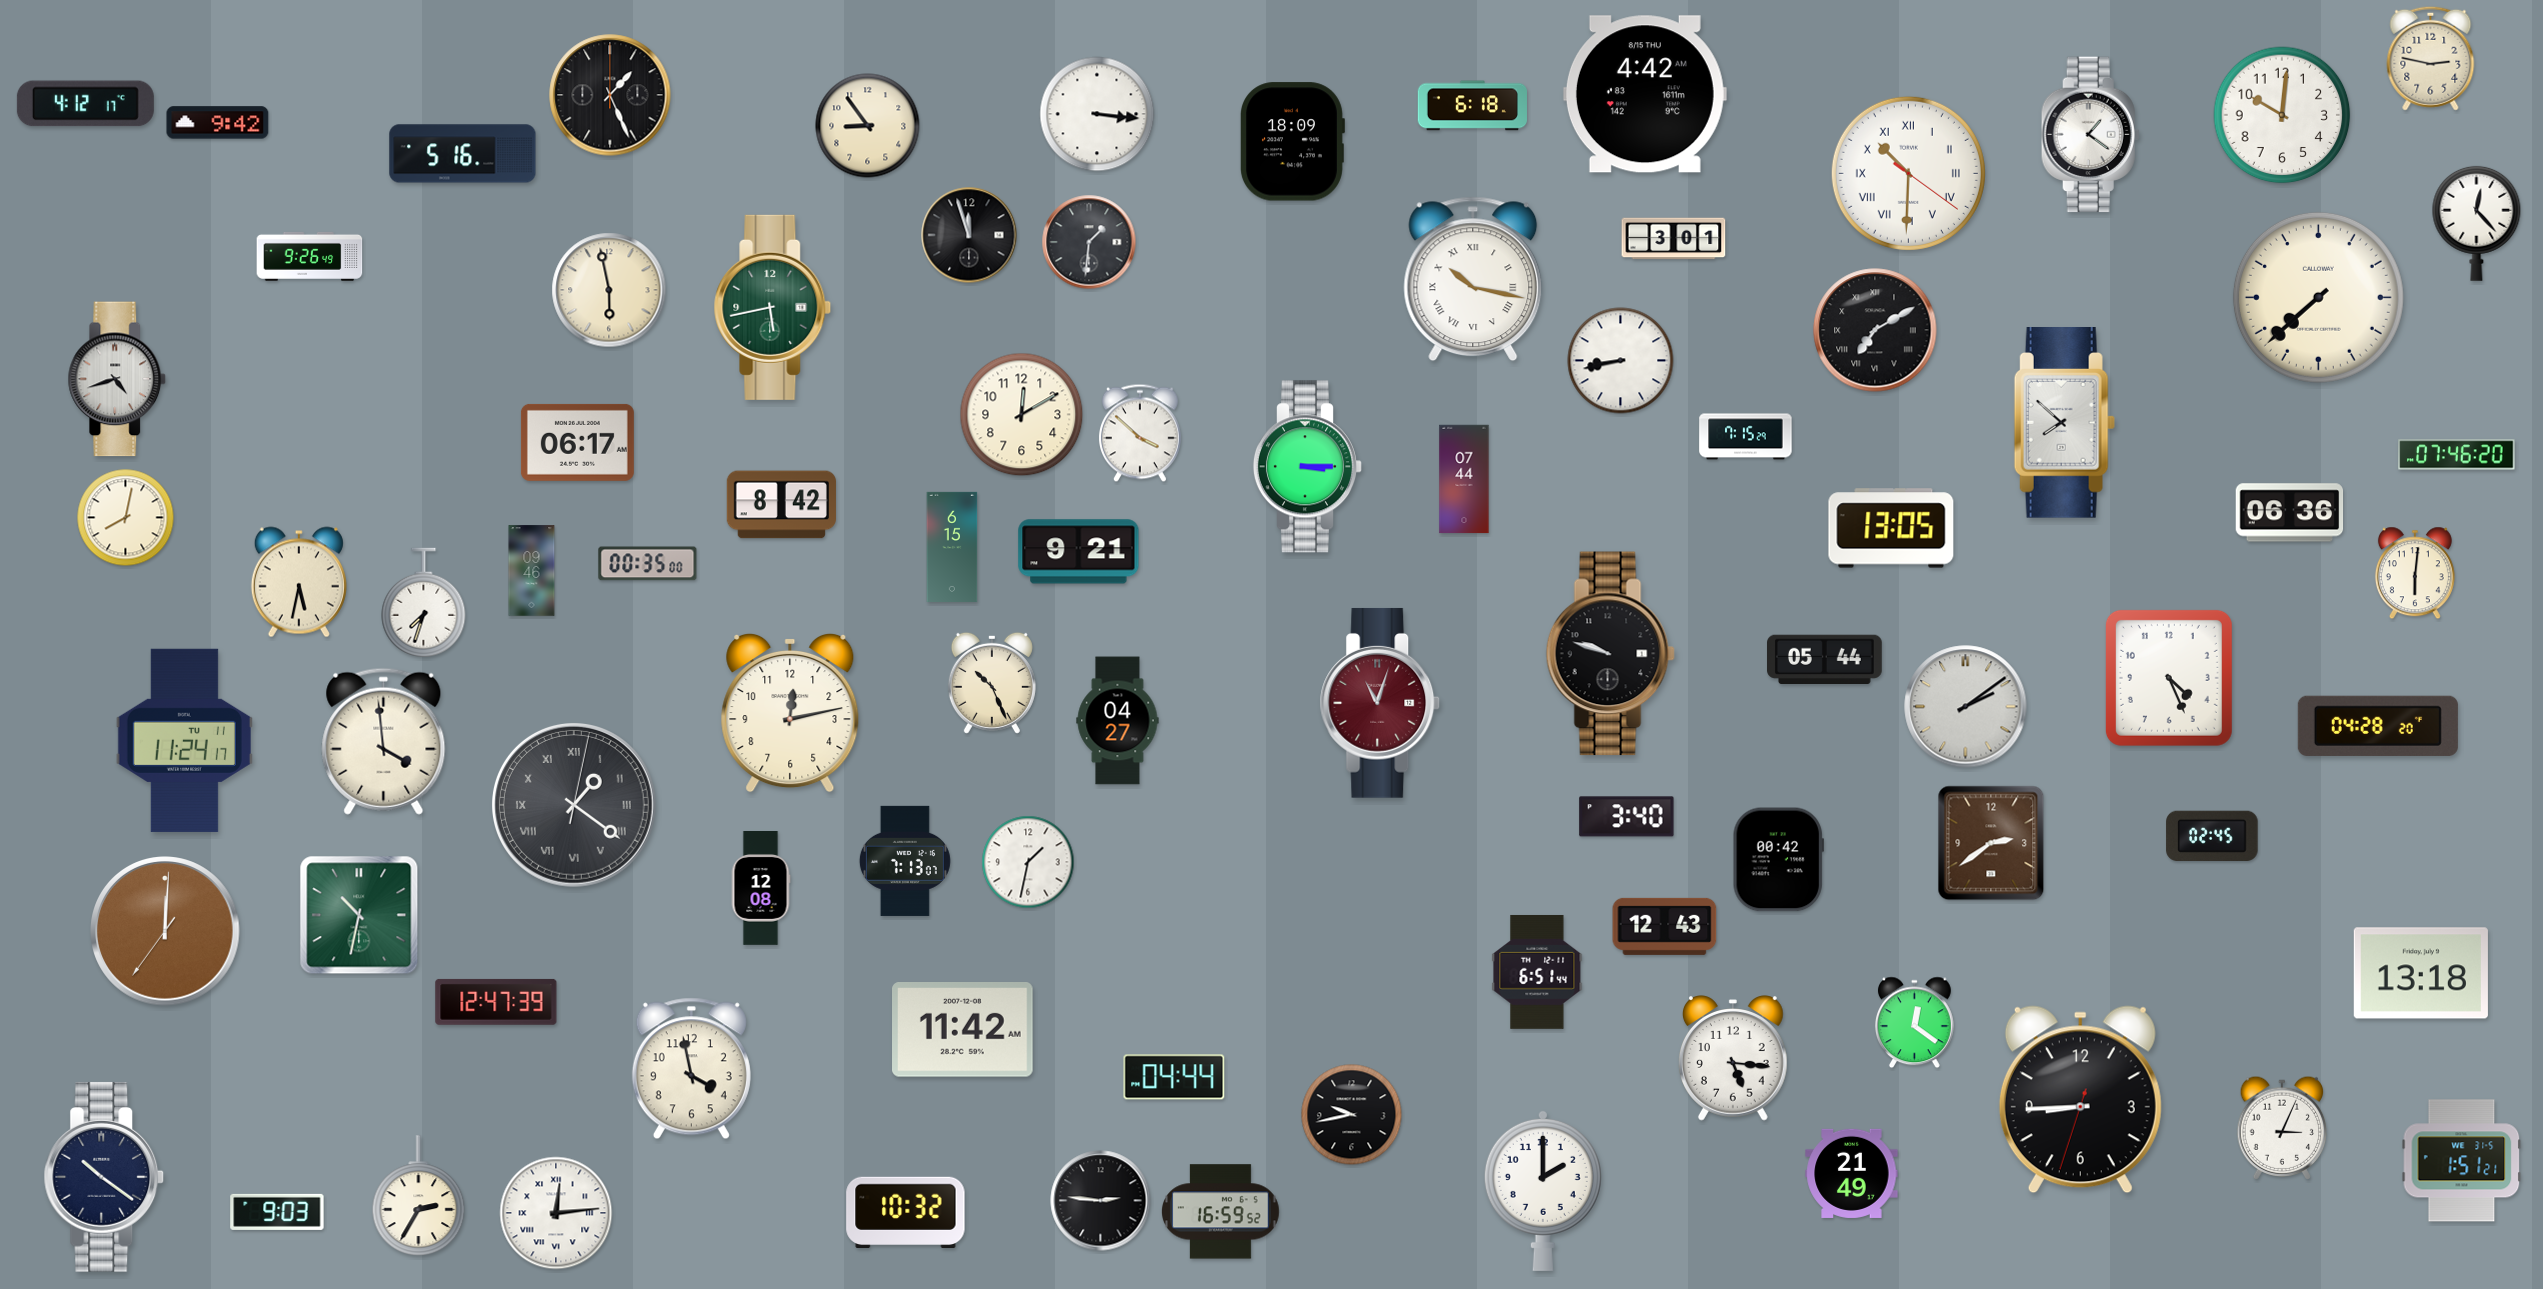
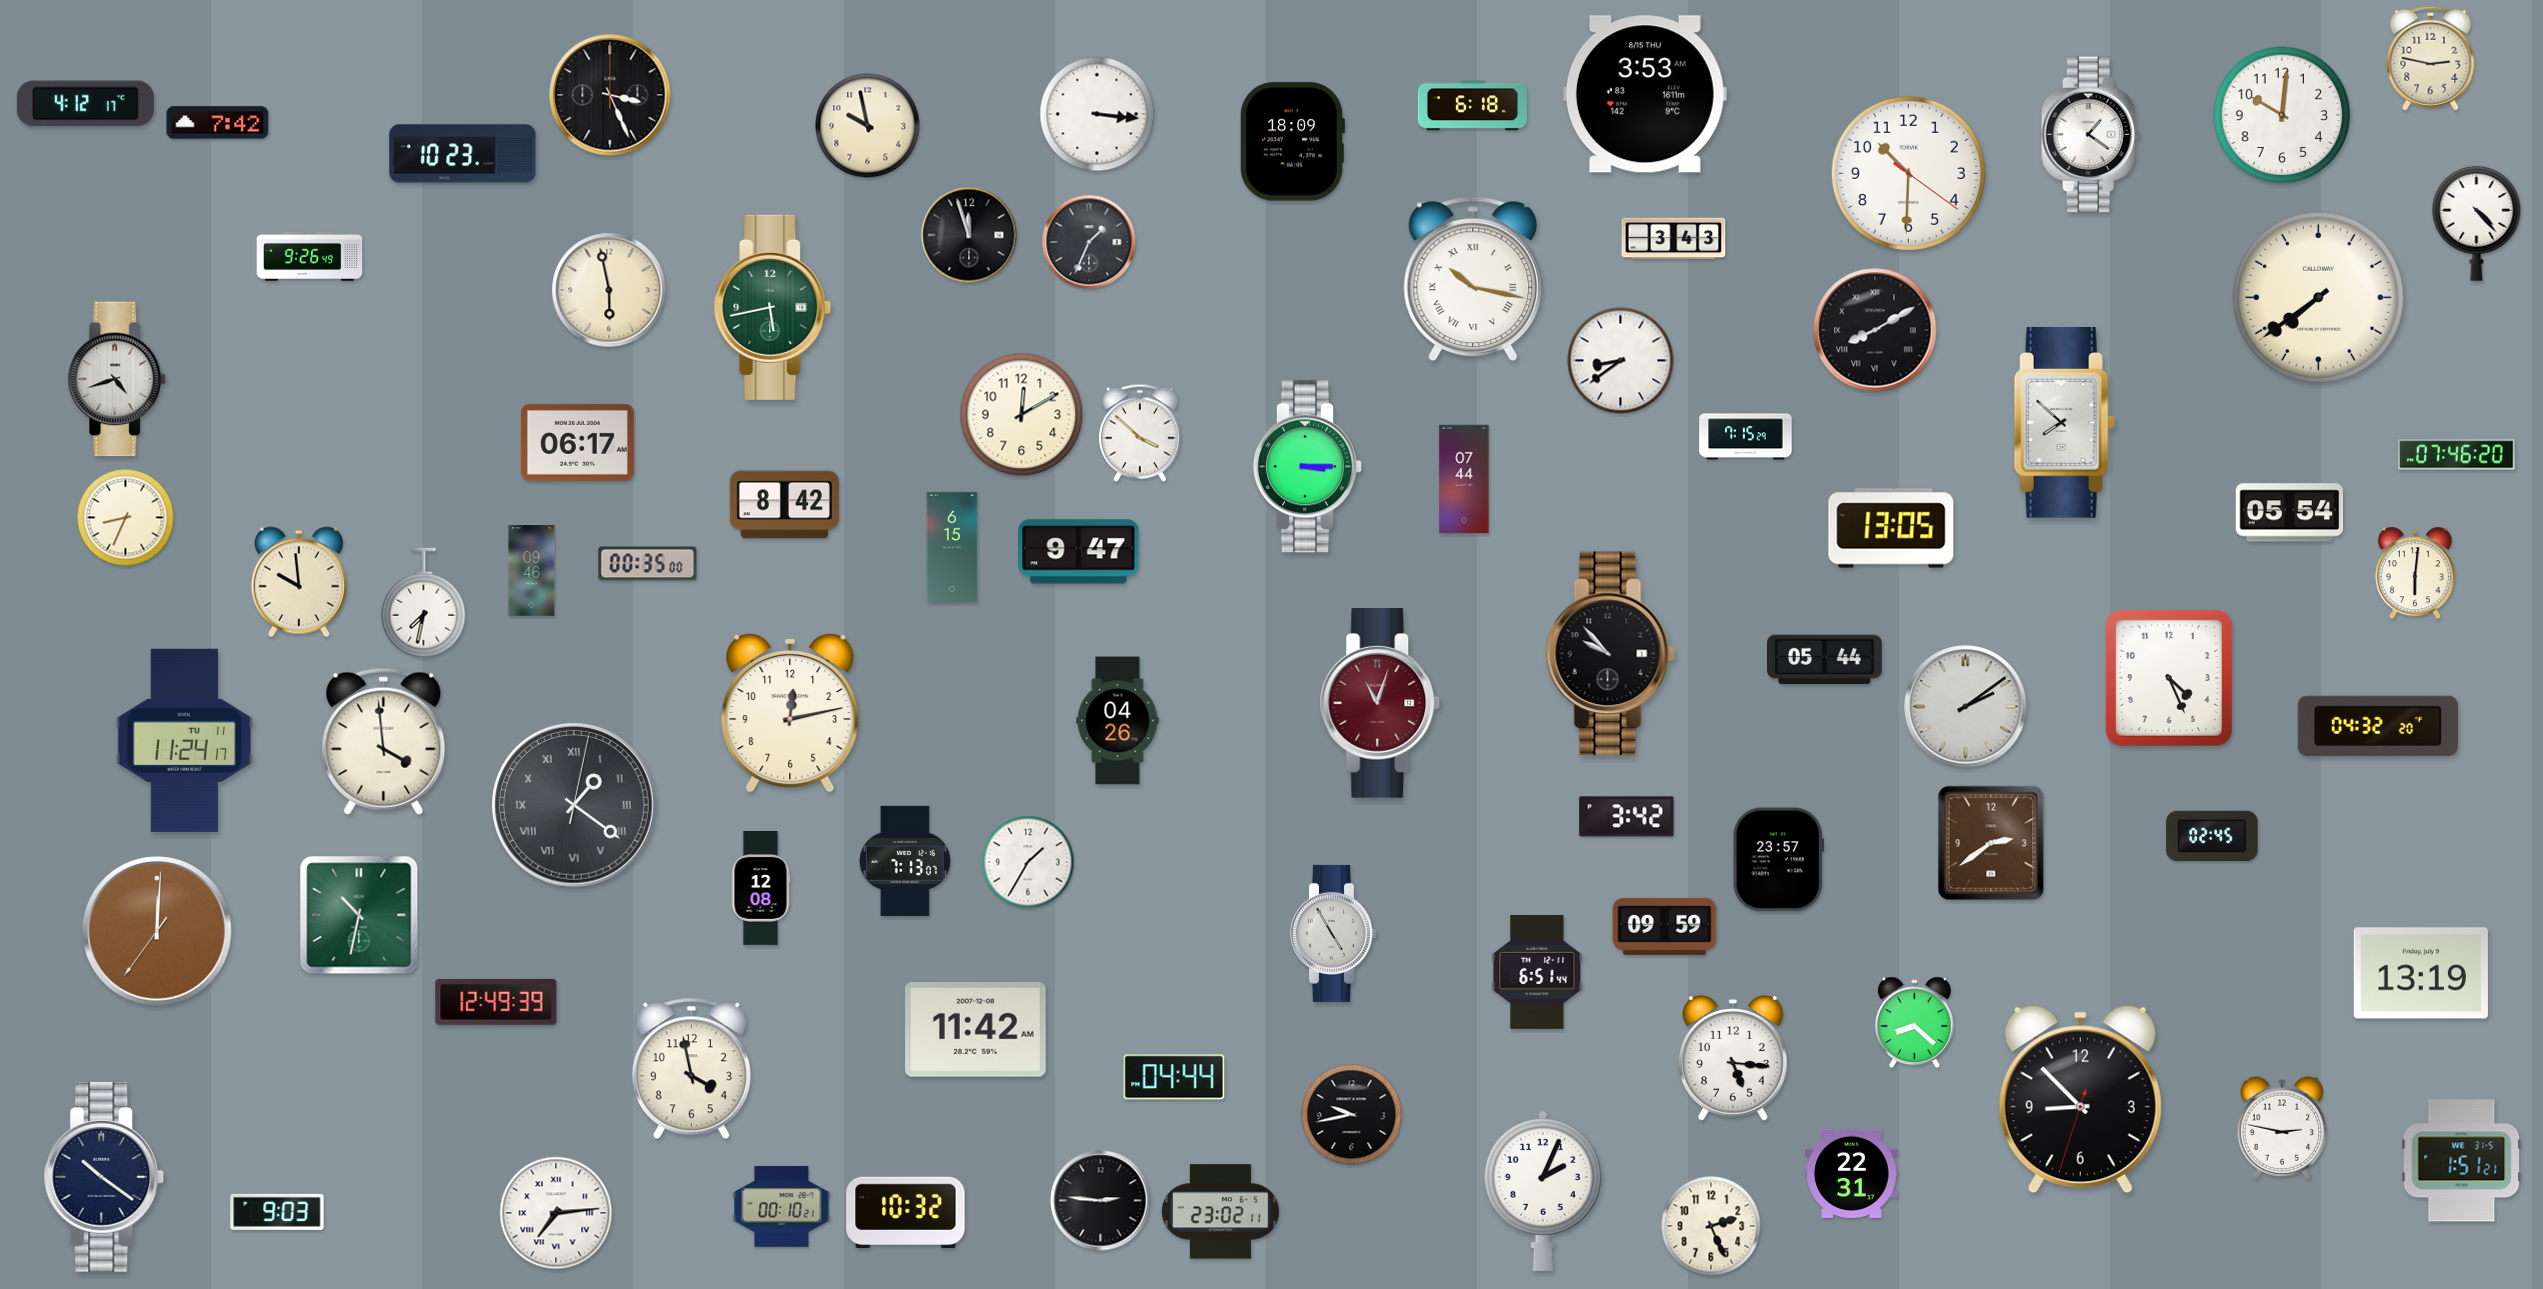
clock at (1645, 94): 4:42 -> 3:53
clock at (610, 95): 1:26 -> 3:26
clock at (218, 123): 9:42 -> 7:42
clock at (868, 126): 8:54 -> 9:58
clock at (463, 154): 5:16 -> 10:23
clock at (1908, 173) numerals: Roman -> Arabic
clock at (2477, 223): 12:23 -> 4:23
clock at (1674, 239): 3:01 -> 3:43
clock at (1089, 242): 1:31 -> 1:34
clock at (2318, 297): 7:38 -> 7:39
clock at (1875, 330): 7:10 -> 8:10
clock at (1621, 361): 8:43 -> 8:39
clock at (781, 505) position: (781, 505) -> (784, 505)
clock at (2290, 513): 06:36 -> 05:54
clock at (126, 518): 8:02 -> 8:34
clock at (1079, 552): 9:21 -> 9:47
clock at (299, 582): 5:32 -> 9:59
clock at (424, 603): 7:33 -> 7:32
clock at (1610, 654): 9:48 -> 9:53
clock at (992, 683): 10:26 -> none
clock at (1118, 721): 04:27 -> 04:26
clock at (2378, 726): 04:28 -> 04:32
clock at (1627, 817): 3:40 -> 3:42
clock at (1778, 860): 00:42 -> 23:57
clock at (1028, 862): 1:32 -> 1:35
clock at (1665, 926): 12:43 -> 09:59
clock at (165, 931) position: (165, 931) -> (157, 931)
clock at (1334, 933): none -> 4:55
clock at (2421, 973): 13:18 -> 13:19
clock at (496, 1002): 12:47 -> 12:49
clock at (1914, 1023): 12:21 -> 8:22
clock at (963, 1030) position: (963, 1030) -> (976, 1030)
clock at (2080, 1100): 8:44 -> 8:52
clock at (2282, 1127): 3:04 -> 2:47
clock at (1852, 1173): 21:49 -> 22:31
clock at (1543, 1190): 2:00 -> 2:04
clock at (419, 1196): 2:35 -> none
clock at (782, 1206): none -> 00:10
clock at (1220, 1212): 16:59 -> 23:02
clock at (556, 1213): 12:14 -> 7:14
clock at (1711, 1226): none -> 2:26
